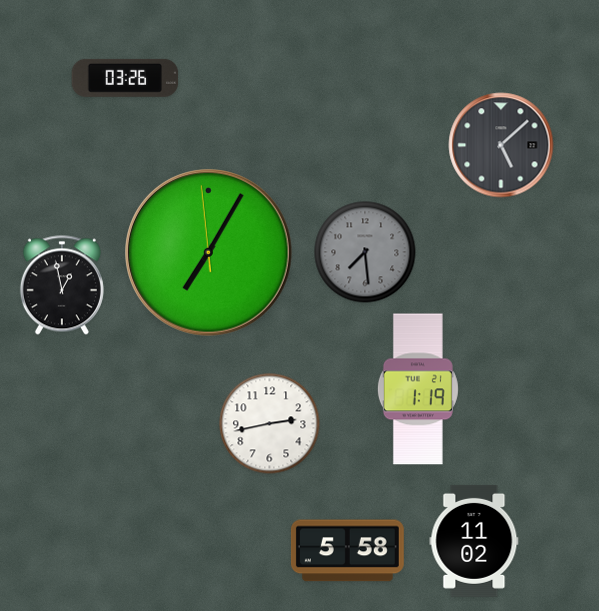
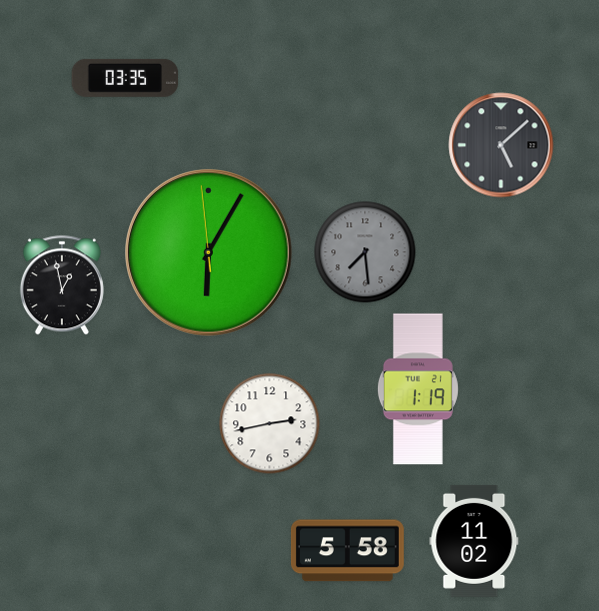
clock at (125, 78): 03:26 -> 03:35
clock at (209, 253): 7:04 -> 6:04
